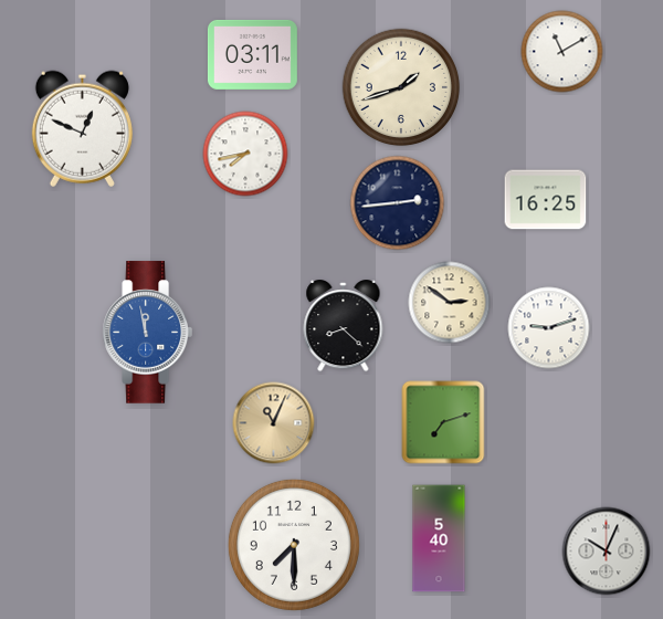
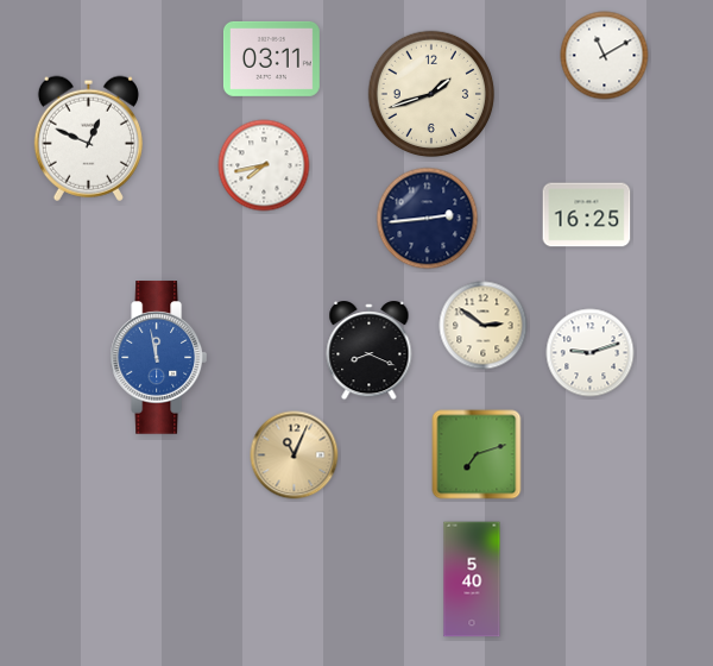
clock at (344, 327): 8:22 -> 8:19
clock at (294, 545): 7:30 -> none
clock at (607, 552): 10:04 -> none
